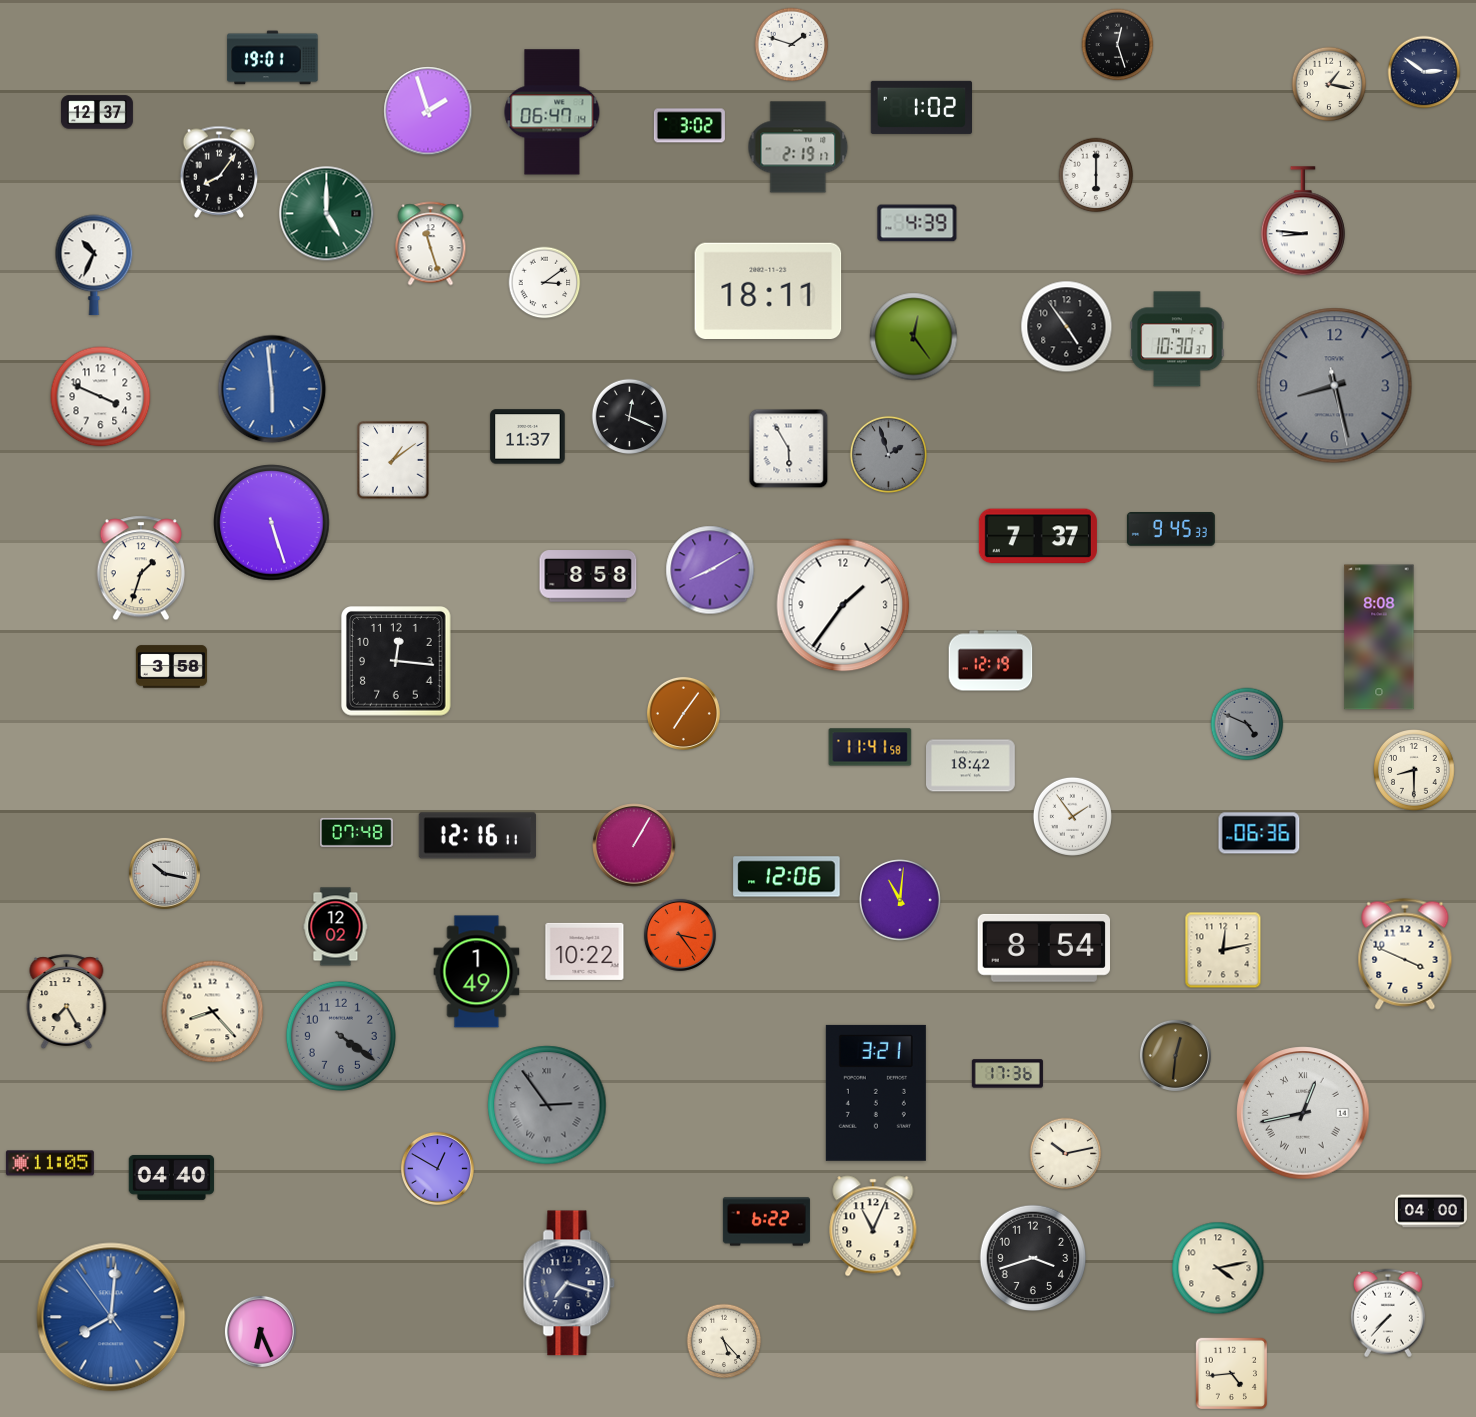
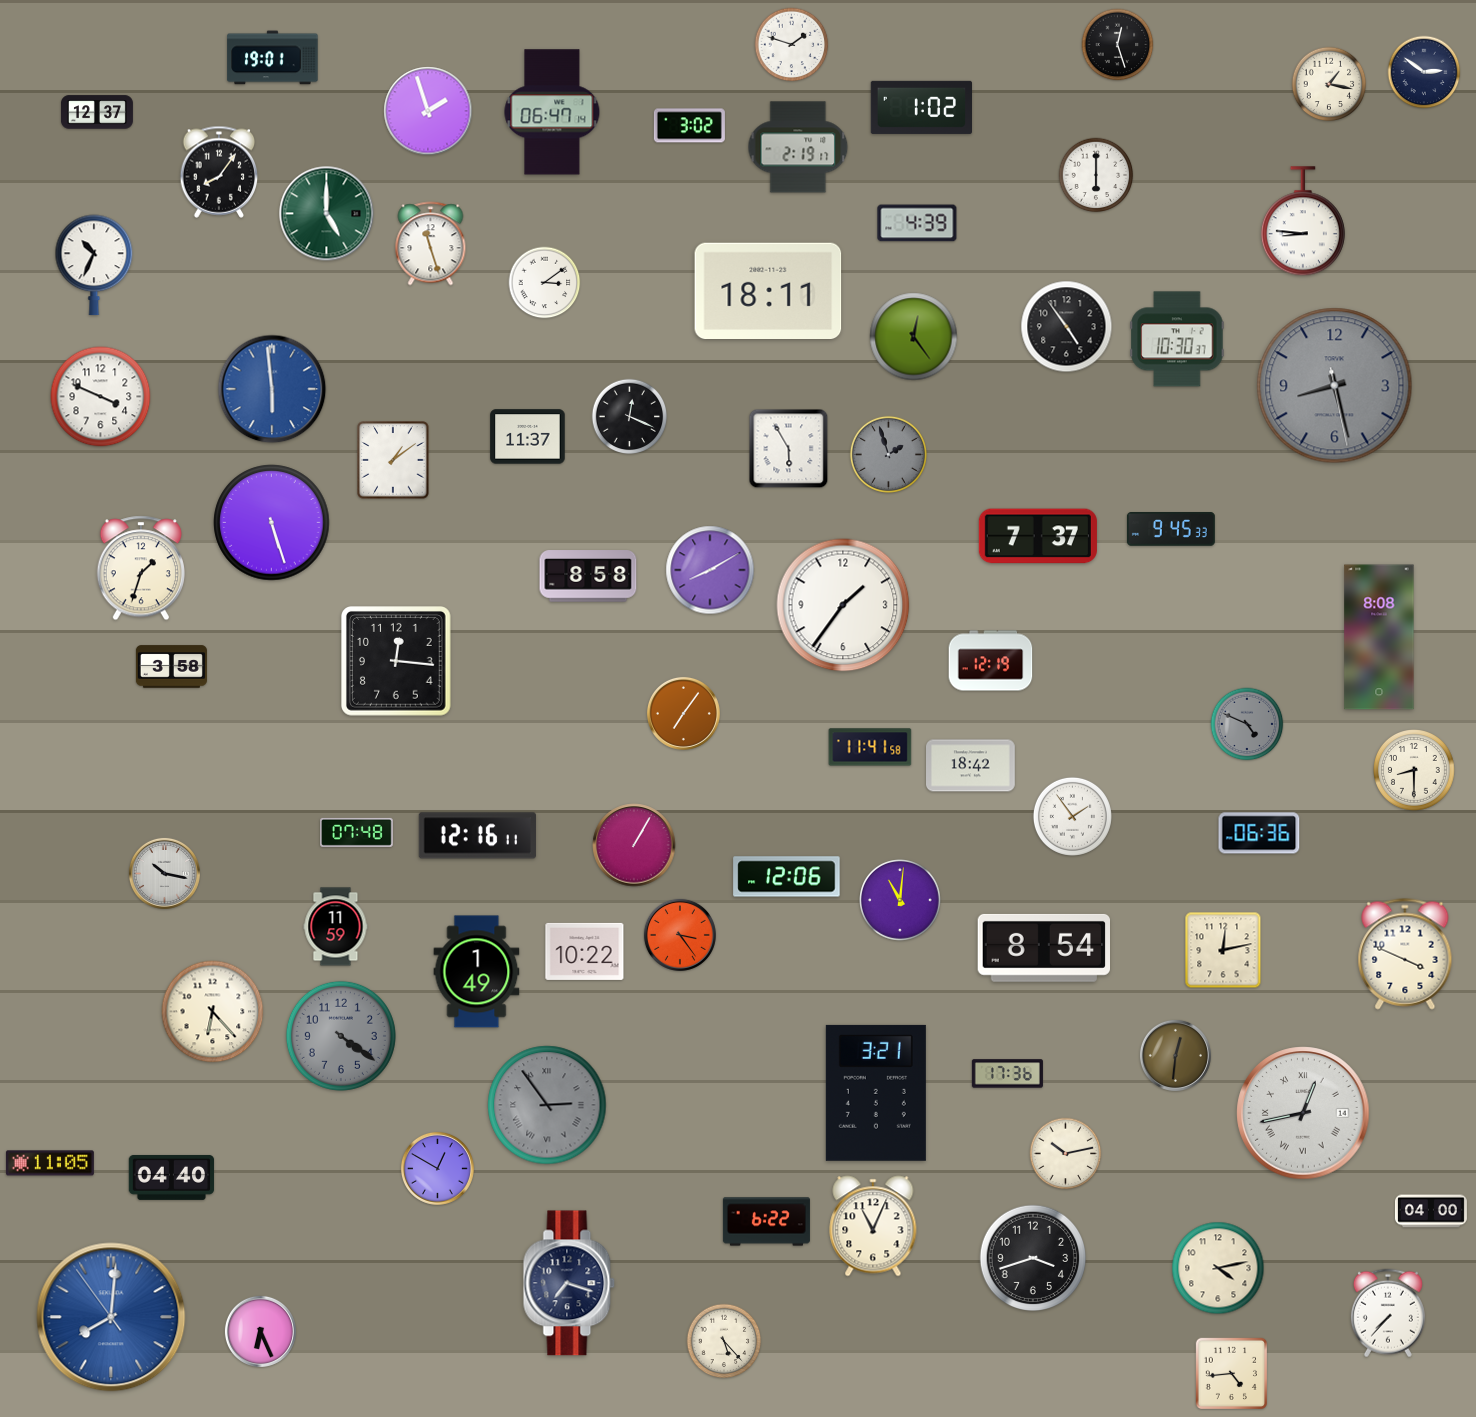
clock at (336, 927): 12:02 -> 11:59
clock at (67, 1001): 7:25 -> none
clock at (213, 1012): 8:23 -> 6:23
